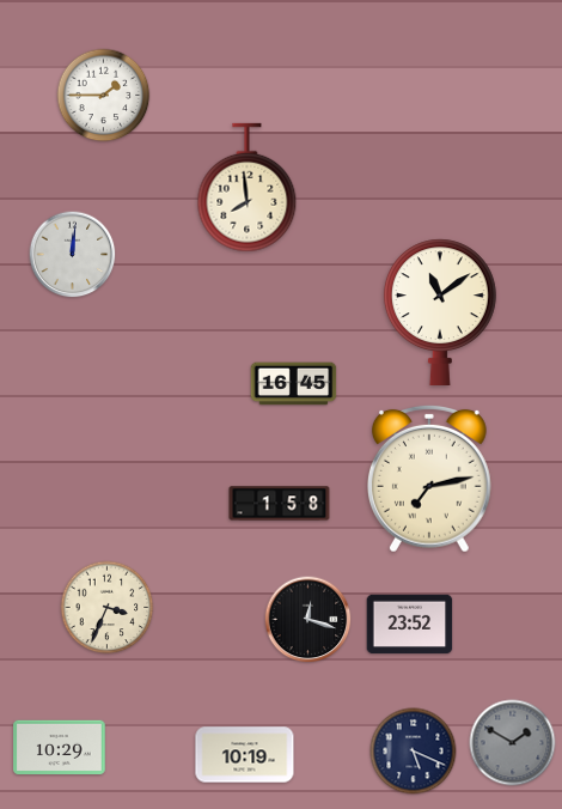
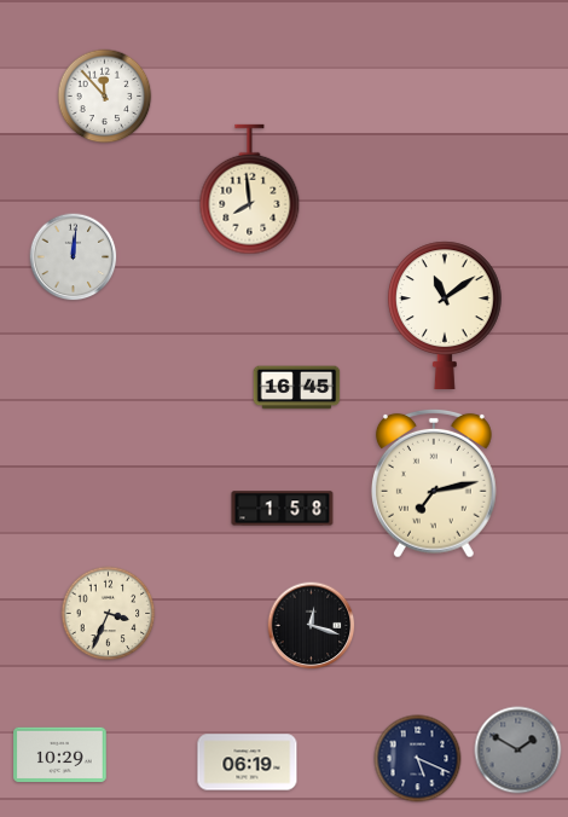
clock at (104, 96): 1:45 -> 11:53
clock at (410, 625): 23:52 -> none
clock at (245, 755): 10:19 -> 06:19
